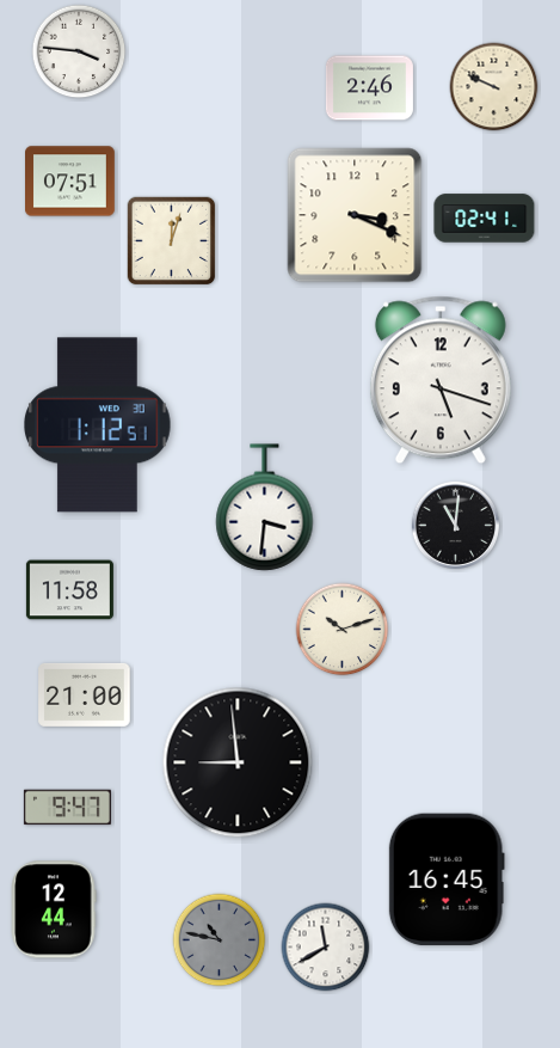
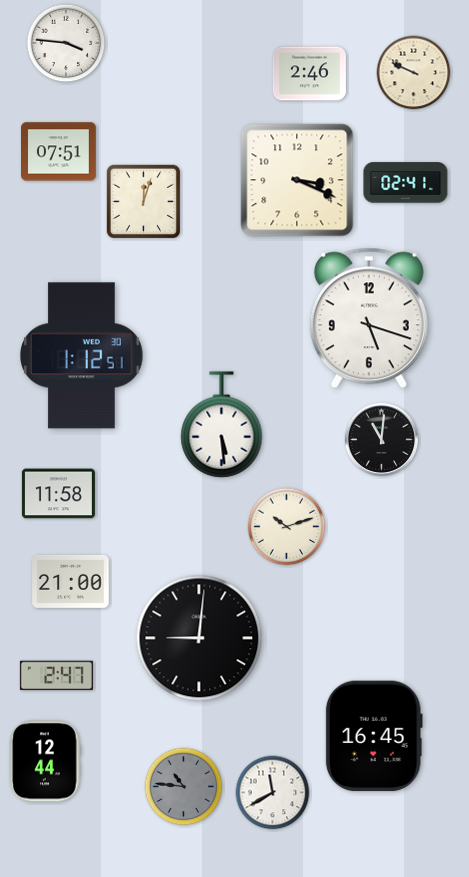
clock at (265, 508): 3:31 -> 5:29
clock at (238, 762): 8:59 -> 9:01
clock at (67, 808): 9:47 -> 2:47
clock at (220, 940): 10:47 -> 10:46
